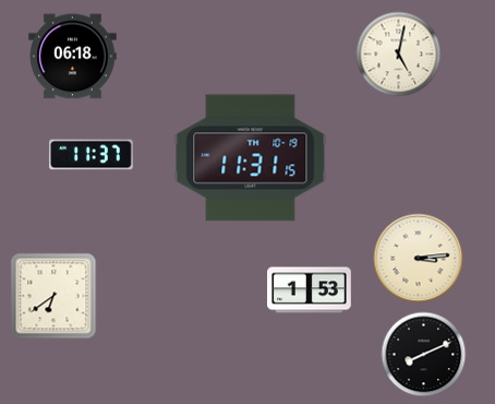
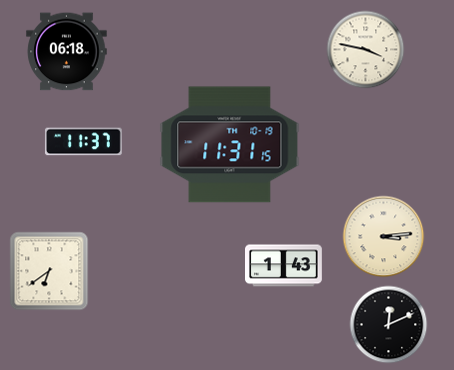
clock at (398, 54): 5:02 -> 3:47
clock at (310, 290): 1:53 -> 1:43
clock at (423, 354): 8:11 -> 12:11
